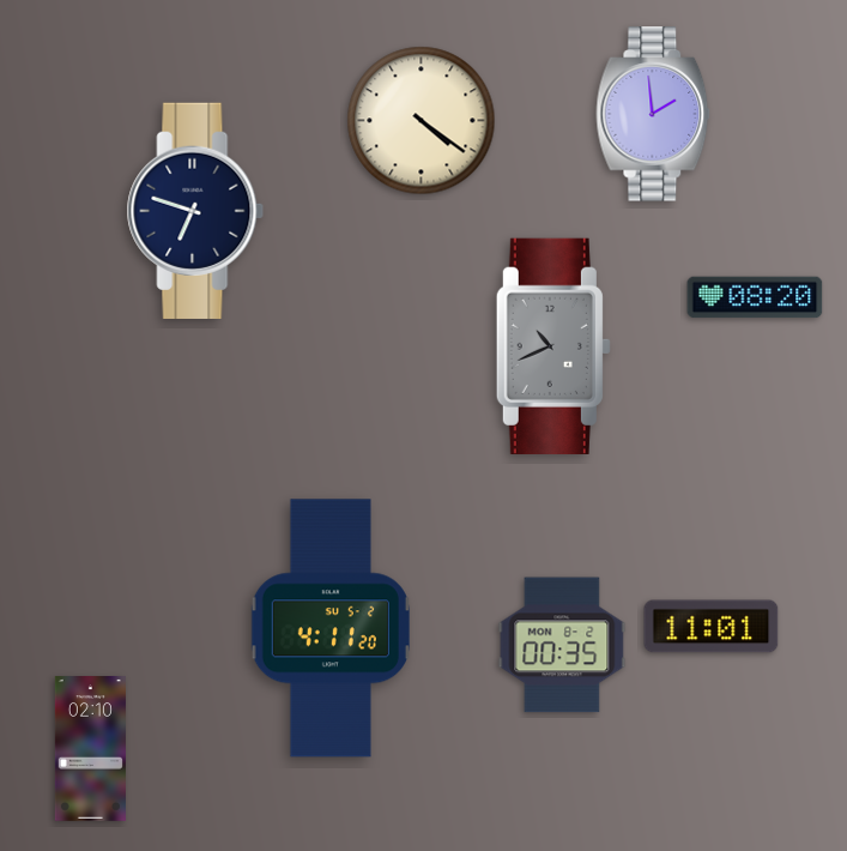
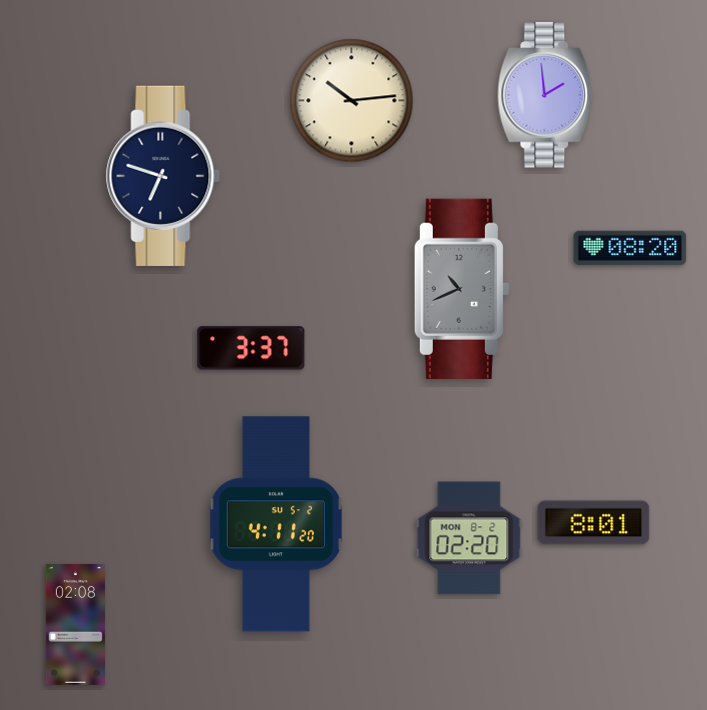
clock at (422, 121): 4:21 -> 10:14
clock at (251, 348): none -> 3:37
clock at (712, 627): 11:01 -> 8:01
clock at (562, 645): 00:35 -> 02:20
clock at (90, 749): 02:10 -> 02:08
